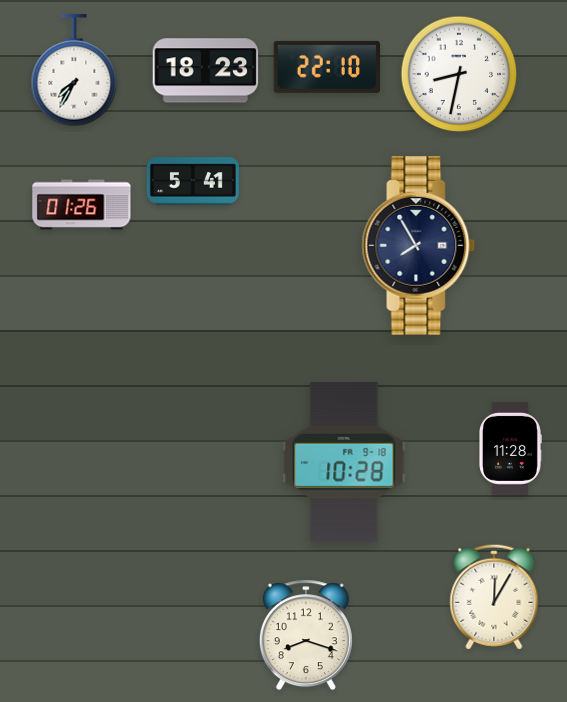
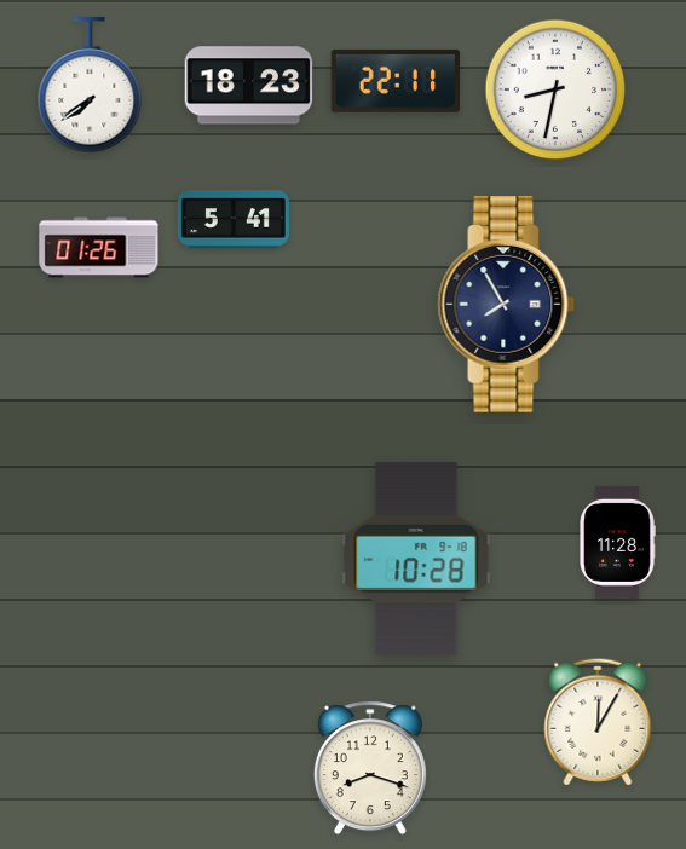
clock at (326, 67): 22:10 -> 22:11
clock at (74, 71): 7:35 -> 7:39
clock at (419, 246) position: (419, 246) -> (507, 305)
